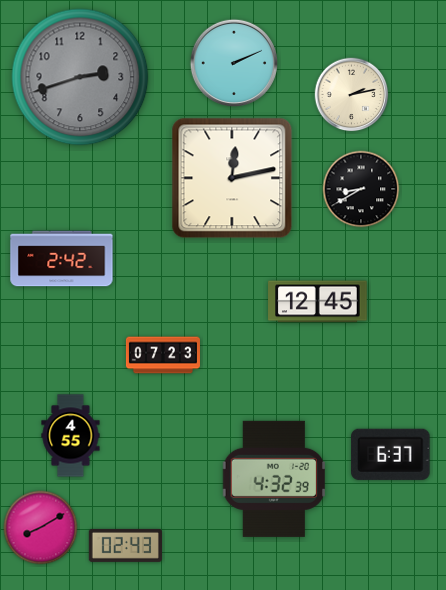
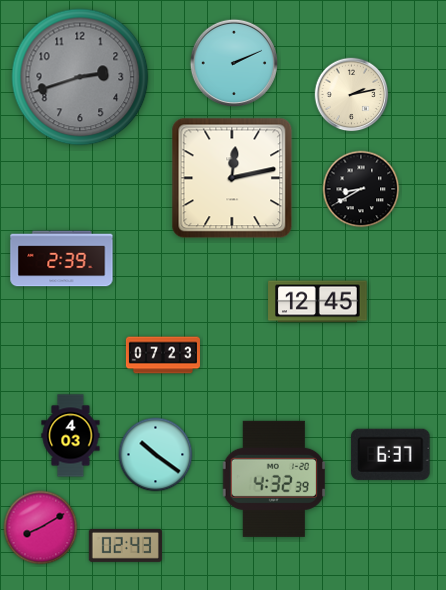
clock at (62, 259): 2:42 -> 2:39
clock at (71, 436): 4:55 -> 4:03
clock at (156, 455): none -> 10:21
